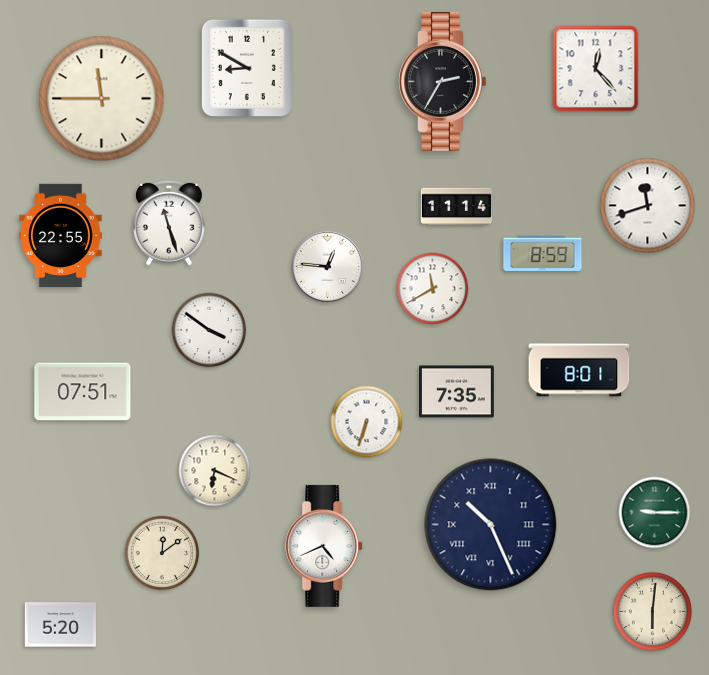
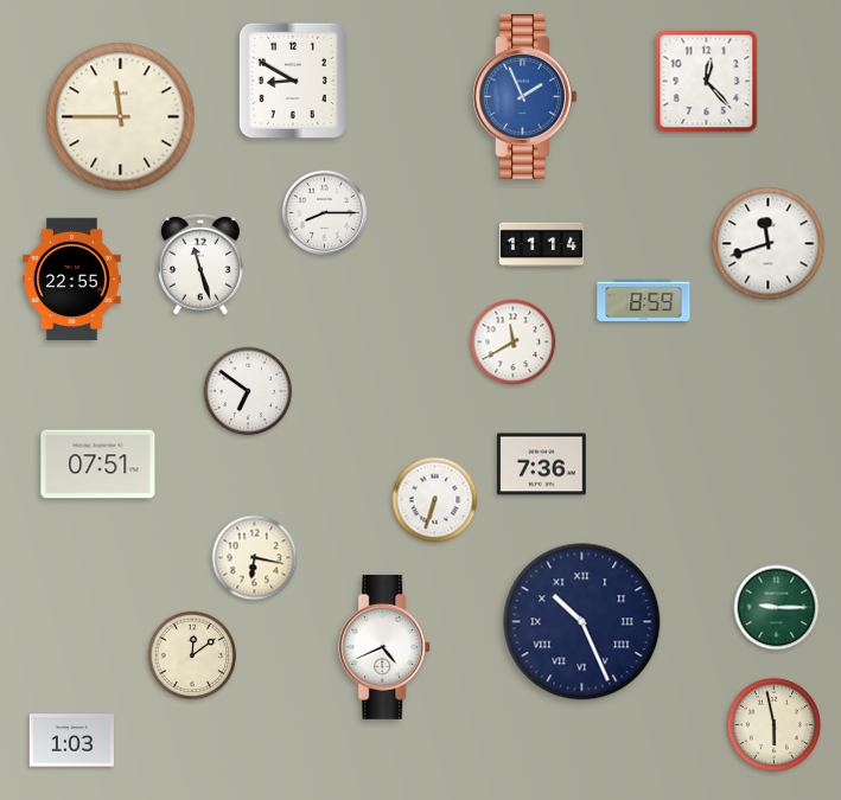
clock at (443, 81): 2:35 -> 1:56
clock at (443, 81) dial: black -> blue
clock at (325, 213): none -> 8:15
clock at (328, 267): 12:46 -> none
clock at (209, 330): 3:51 -> 6:51
clock at (579, 370): 8:01 -> none
clock at (457, 392): 7:35 -> 7:36
clock at (215, 471): 6:19 -> 6:17
clock at (652, 611): 6:01 -> 5:58
clock at (60, 625): 5:20 -> 1:03
